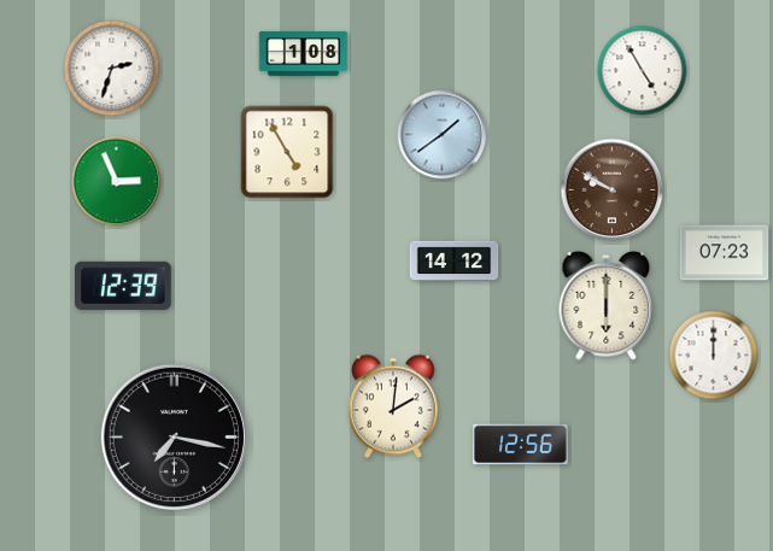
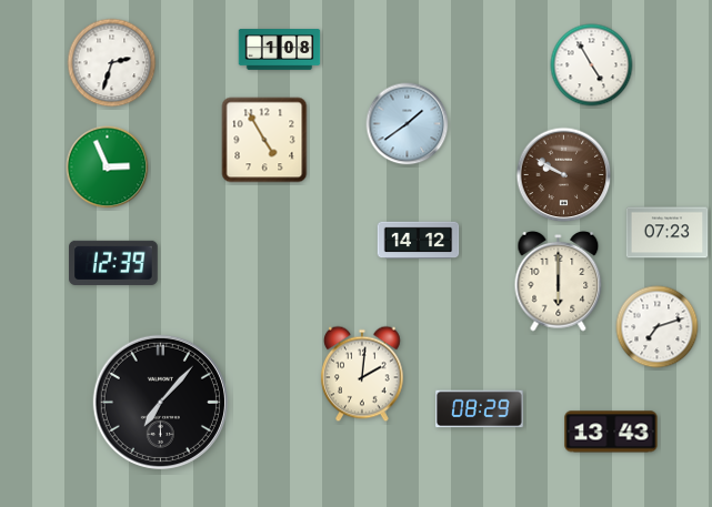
clock at (112, 69) position: (112, 69) -> (112, 63)
clock at (714, 356): 12:00 -> 7:12
clock at (174, 436): 7:17 -> 7:07
clock at (521, 445): 12:56 -> 08:29
clock at (611, 432): none -> 13:43
